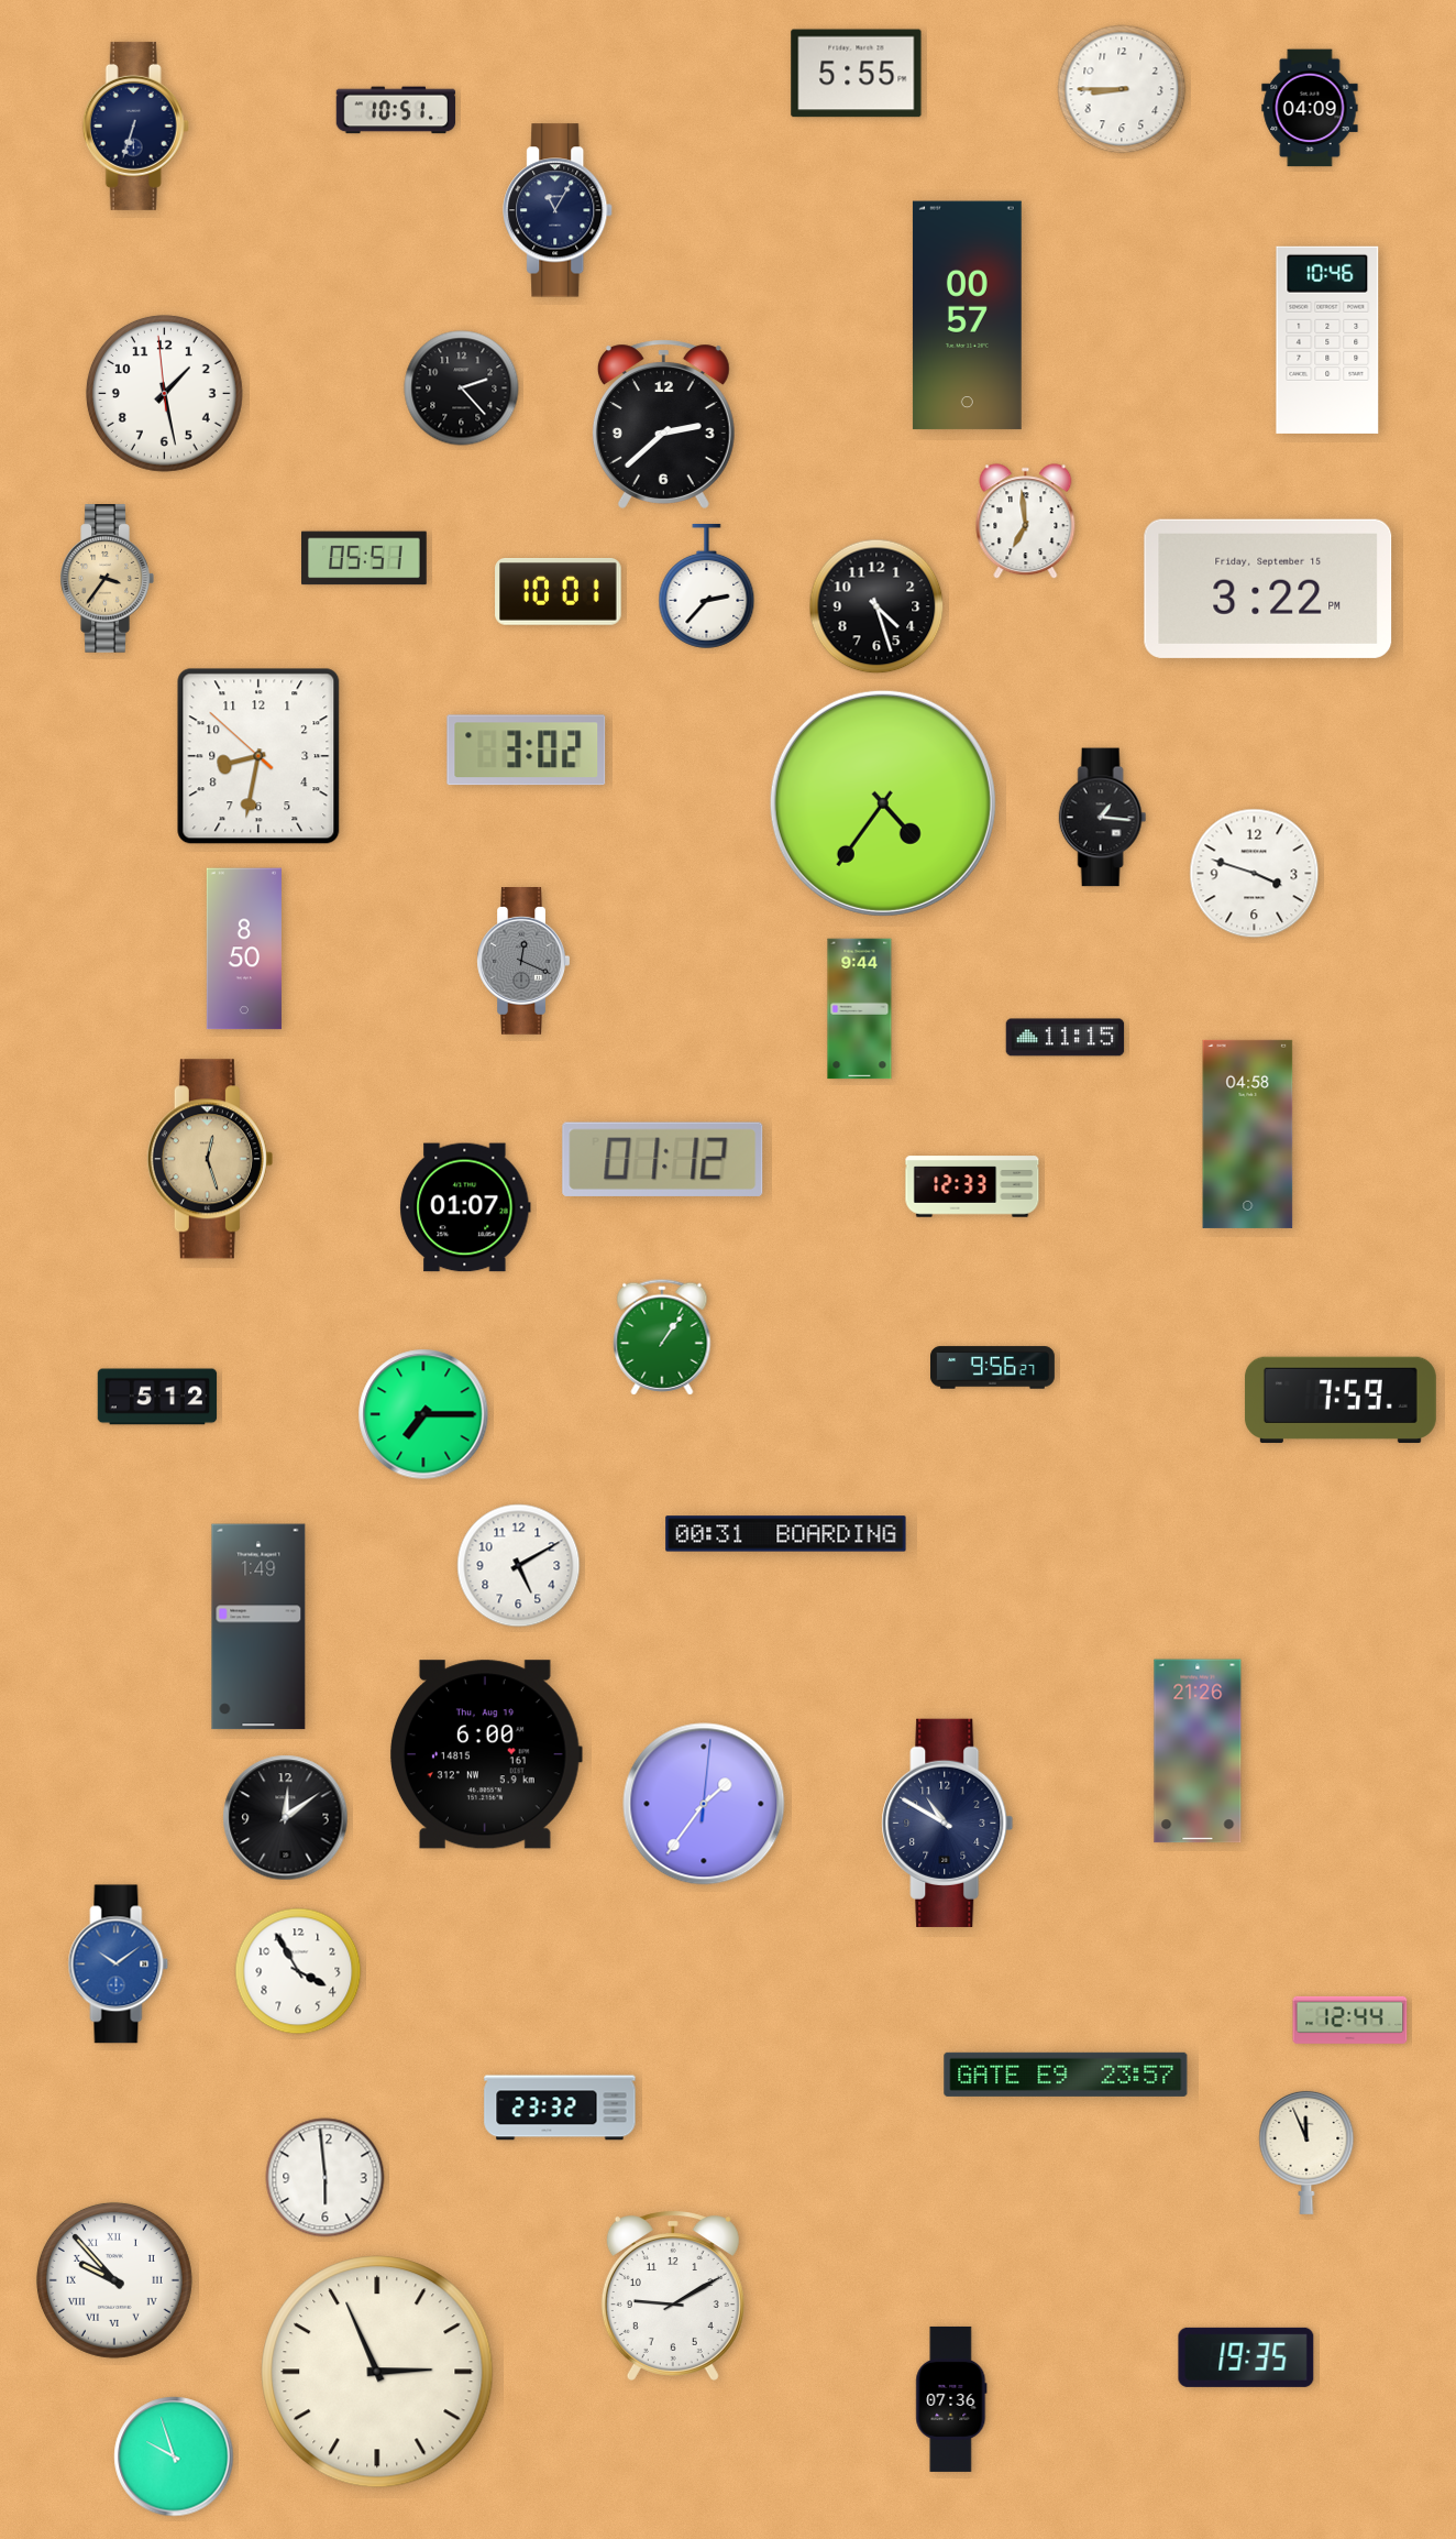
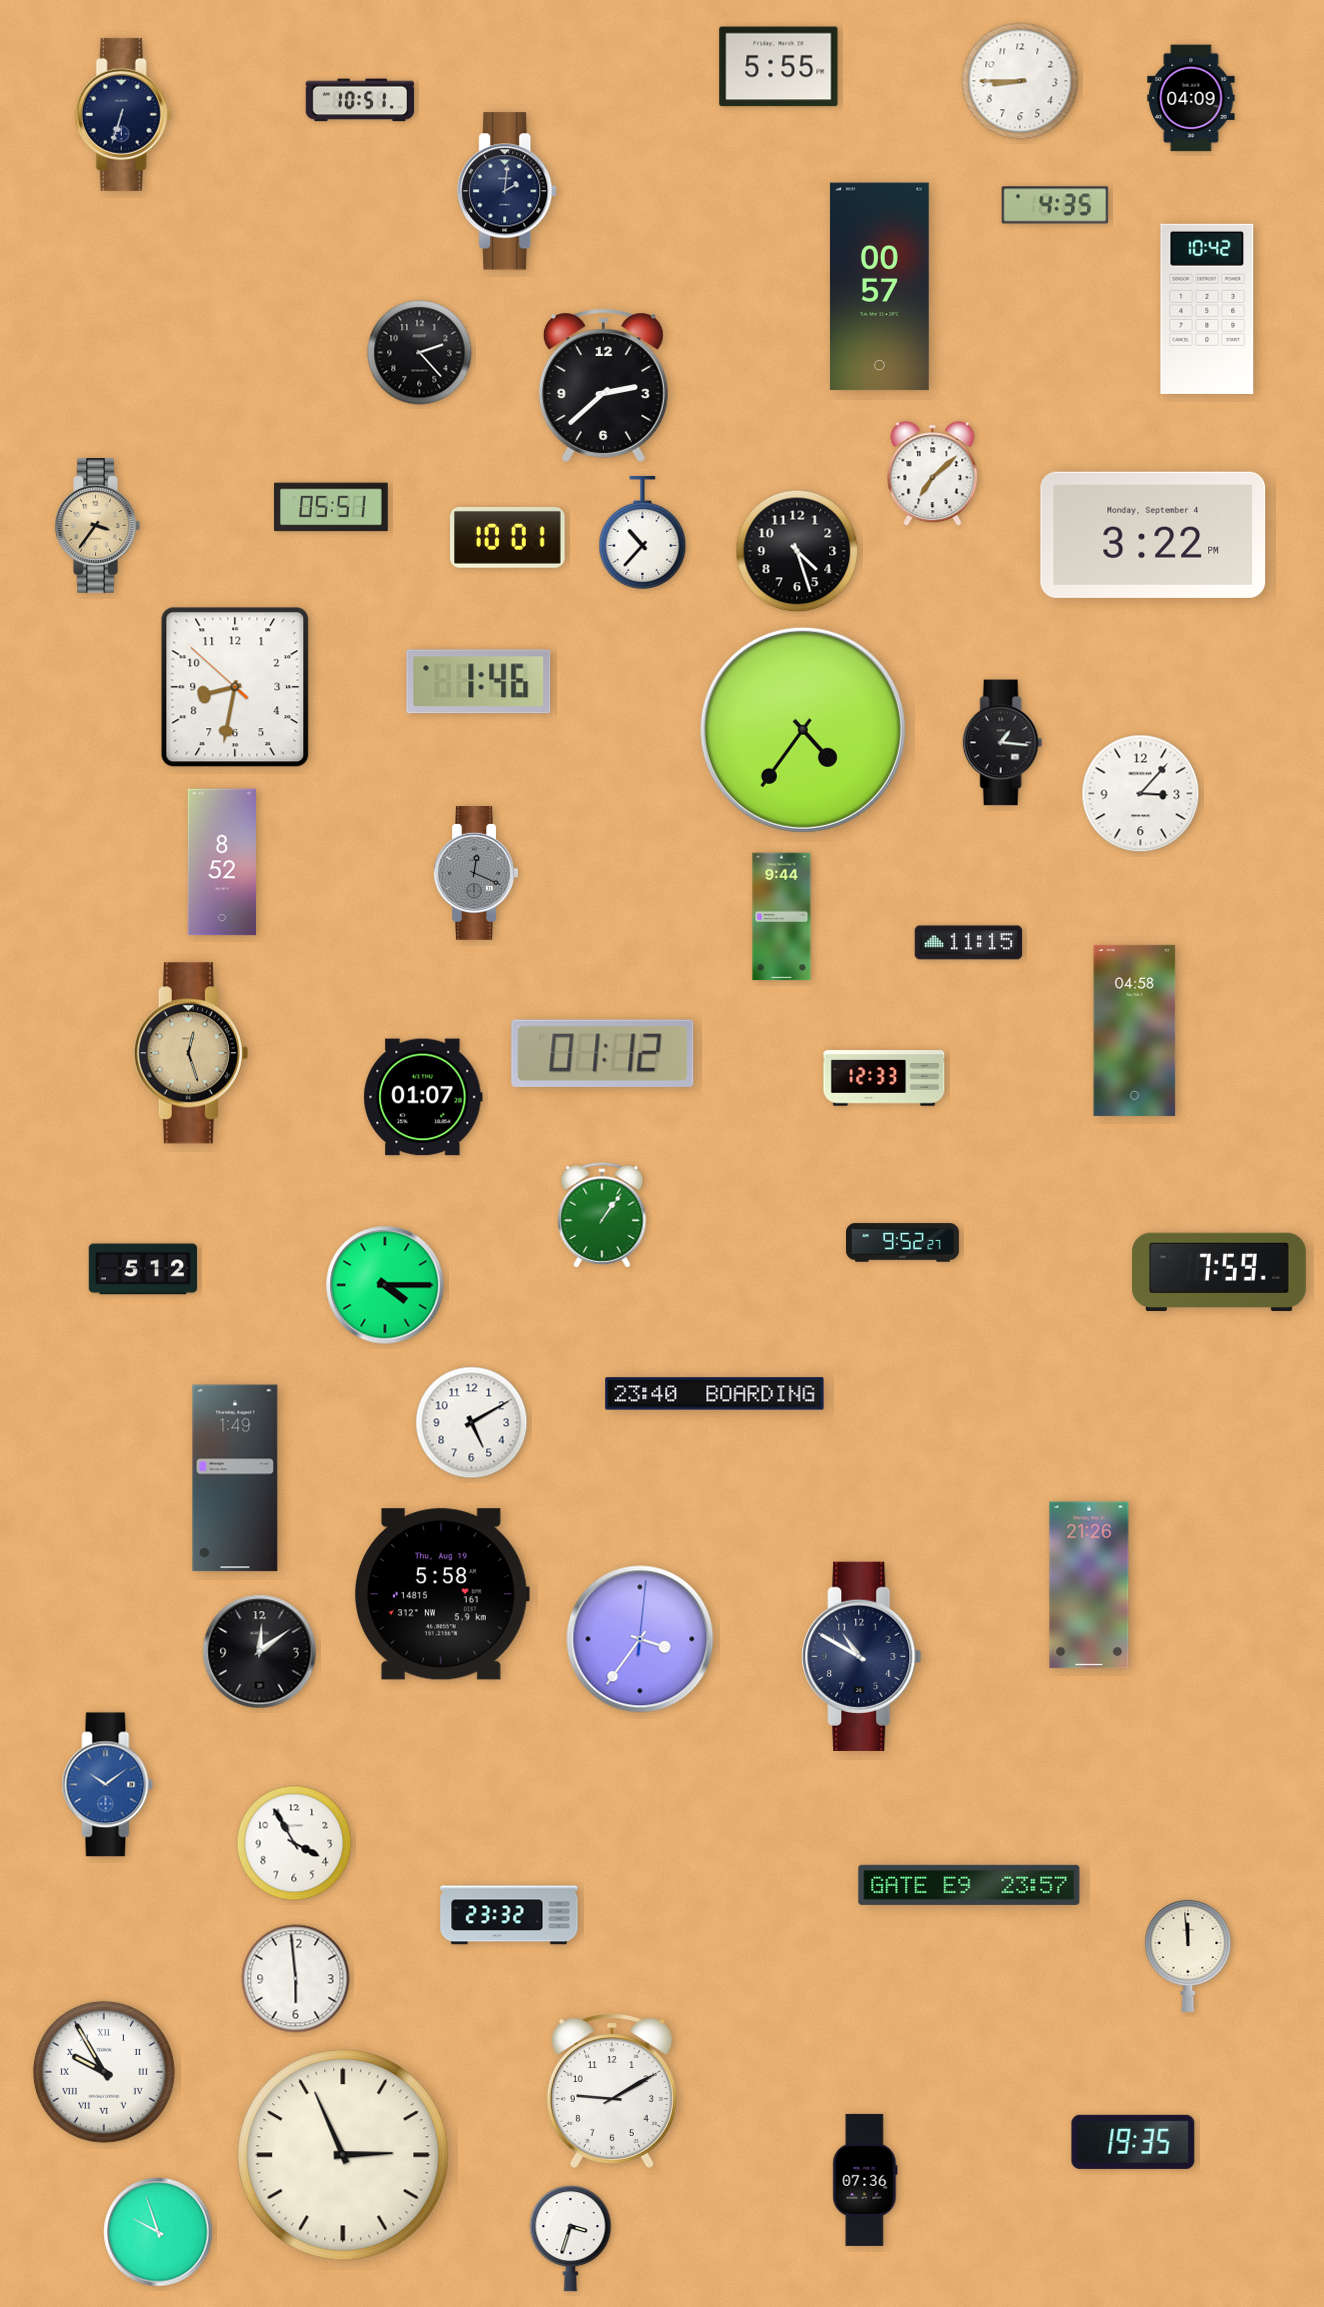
clock at (559, 210): 11:05 -> 2:01
clock at (1055, 205): none -> 4:35
clock at (1327, 340): 10:46 -> 10:42
clock at (164, 393): 1:27 -> none
clock at (1026, 522): 6:59 -> 7:08
clock at (707, 585): 2:37 -> 10:37
clock at (1268, 589) date: Friday, September 15 -> Monday, September 4
clock at (527, 751): 3:02 -> 1:46
clock at (1255, 874): 3:48 -> 3:07
clock at (244, 949): 8:50 -> 8:52
clock at (993, 1368): 9:56 -> 9:52
clock at (423, 1414): 7:15 -> 4:15
clock at (786, 1534): 00:31 -> 23:40
clock at (1198, 1751) position: (1198, 1751) -> (1089, 1585)
clock at (486, 1754): 6:00 -> 5:58
clock at (704, 1804): 1:36 -> 3:36
clock at (298, 1971) position: (298, 1971) -> (294, 1843)
clock at (1350, 2020): 12:44 -> none
clock at (1306, 2152): 11:56 -> 11:59
clock at (114, 2280): 9:53 -> 9:55
clock at (673, 2296) position: (673, 2296) -> (612, 2091)
clock at (571, 2239): none -> 3:33
